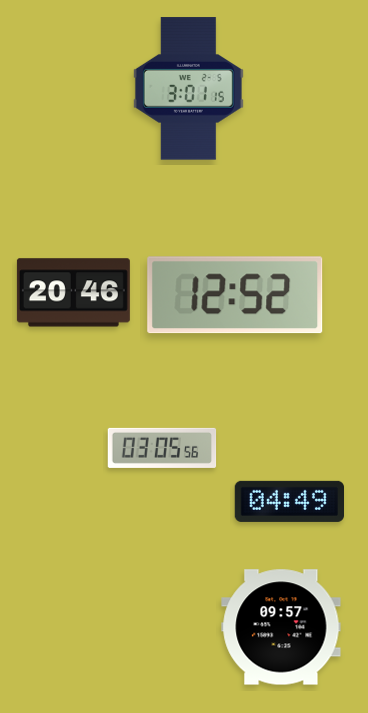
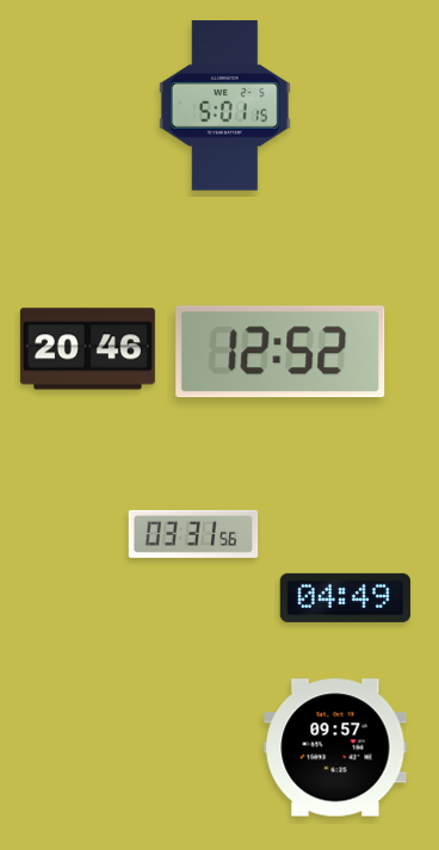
clock at (188, 89): 3:01 -> 5:01
clock at (162, 448): 03:05 -> 03:31
